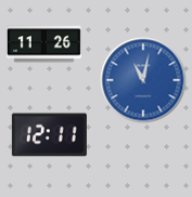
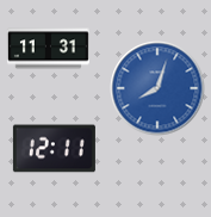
clock at (43, 44): 11:26 -> 11:31
clock at (143, 80): 11:02 -> 8:03
